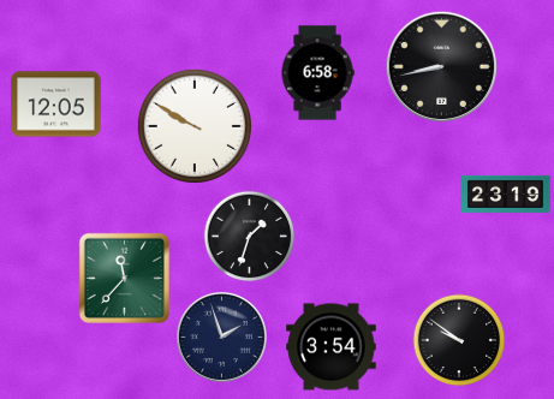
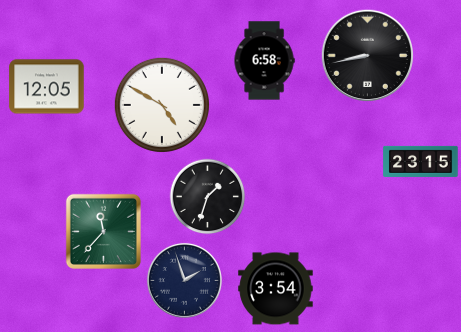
clock at (195, 126): 9:50 -> 4:50
clock at (506, 193): 23:19 -> 23:15
clock at (459, 340): 9:51 -> none
